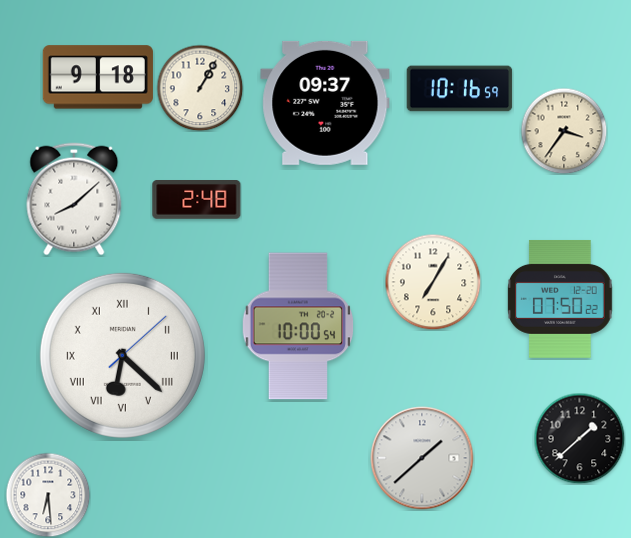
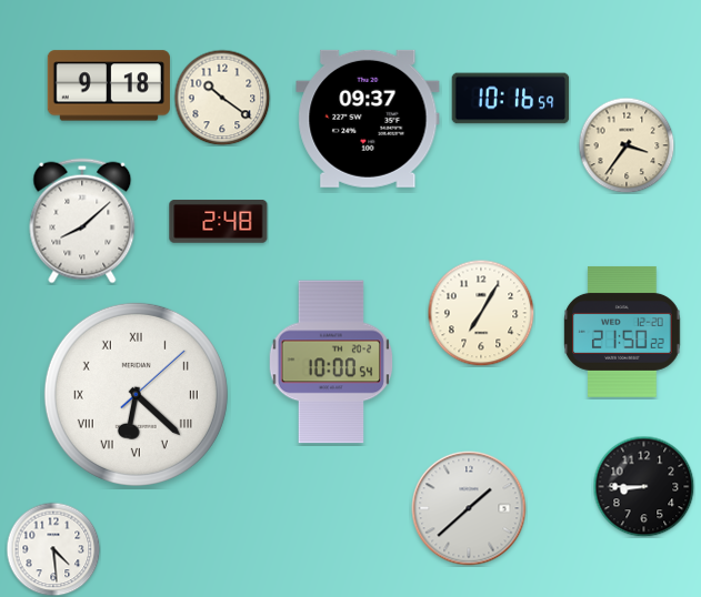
clock at (200, 88): 1:05 -> 10:21
clock at (325, 103) position: (325, 103) -> (368, 119)
clock at (560, 299): 07:50 -> 21:50
clock at (579, 438): 1:38 -> 8:45
clock at (48, 495): 6:29 -> 4:29
